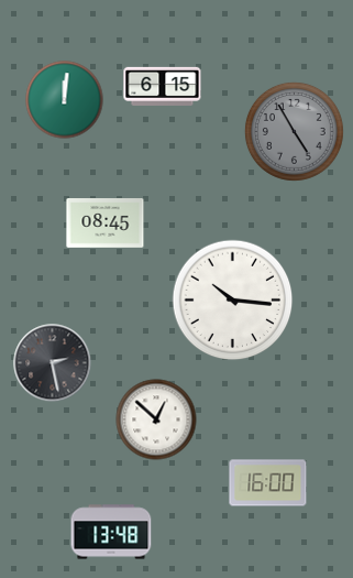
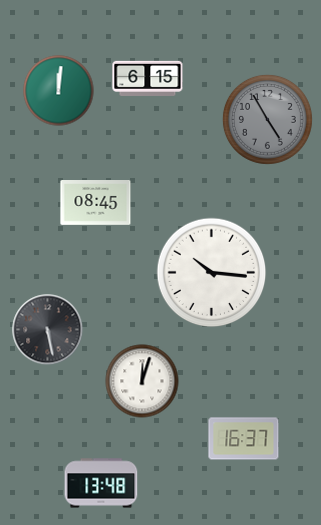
clock at (53, 363): 2:28 -> 5:28
clock at (156, 419): 12:52 -> 12:03
clock at (268, 483): 16:00 -> 16:37
